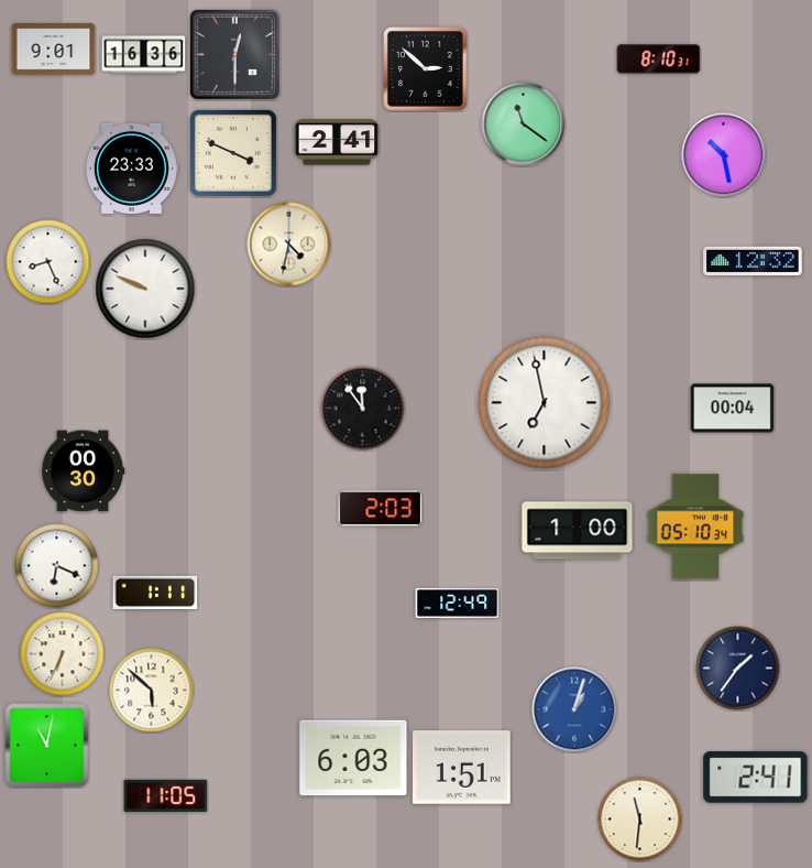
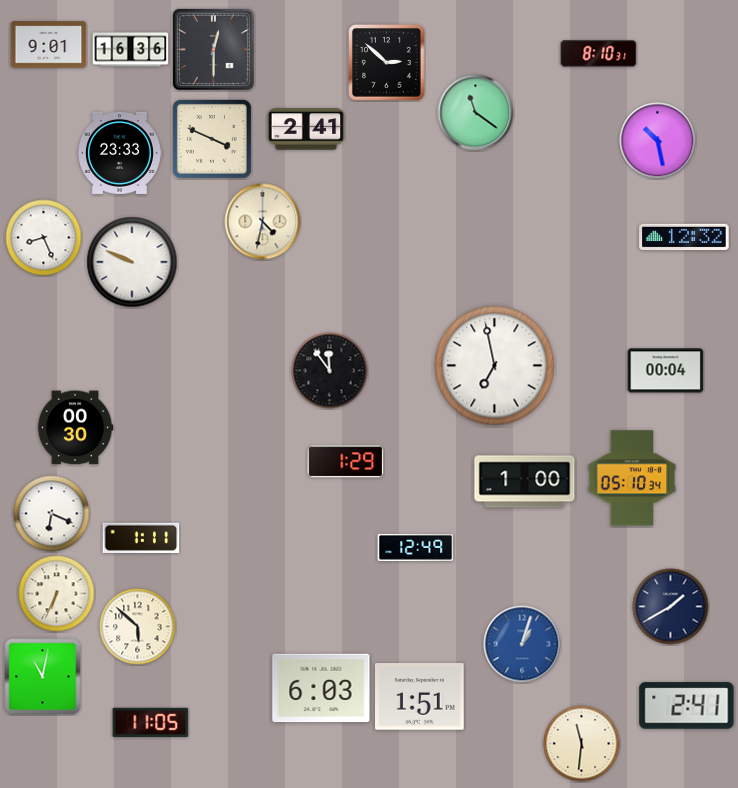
clock at (381, 509): 2:03 -> 1:29
clock at (738, 669): 1:36 -> 1:40
